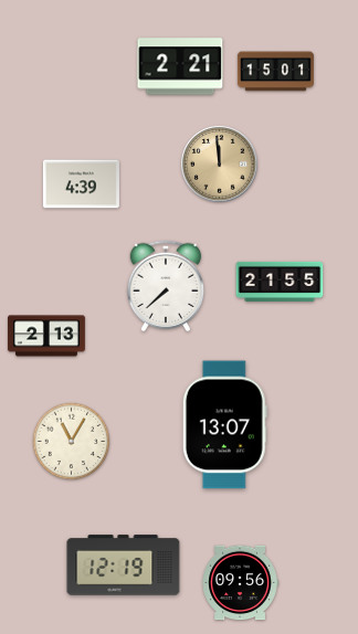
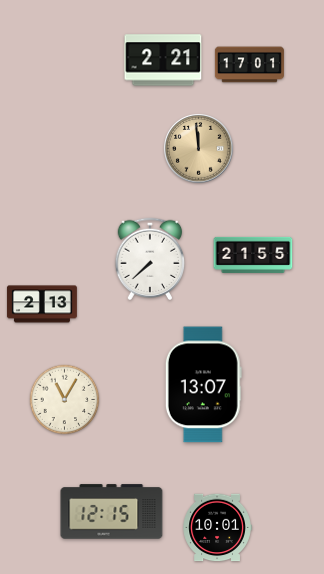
clock at (275, 72): 15:01 -> 17:01
clock at (81, 184): 4:39 -> none
clock at (124, 566): 12:19 -> 12:15
clock at (240, 583): 09:56 -> 10:01
